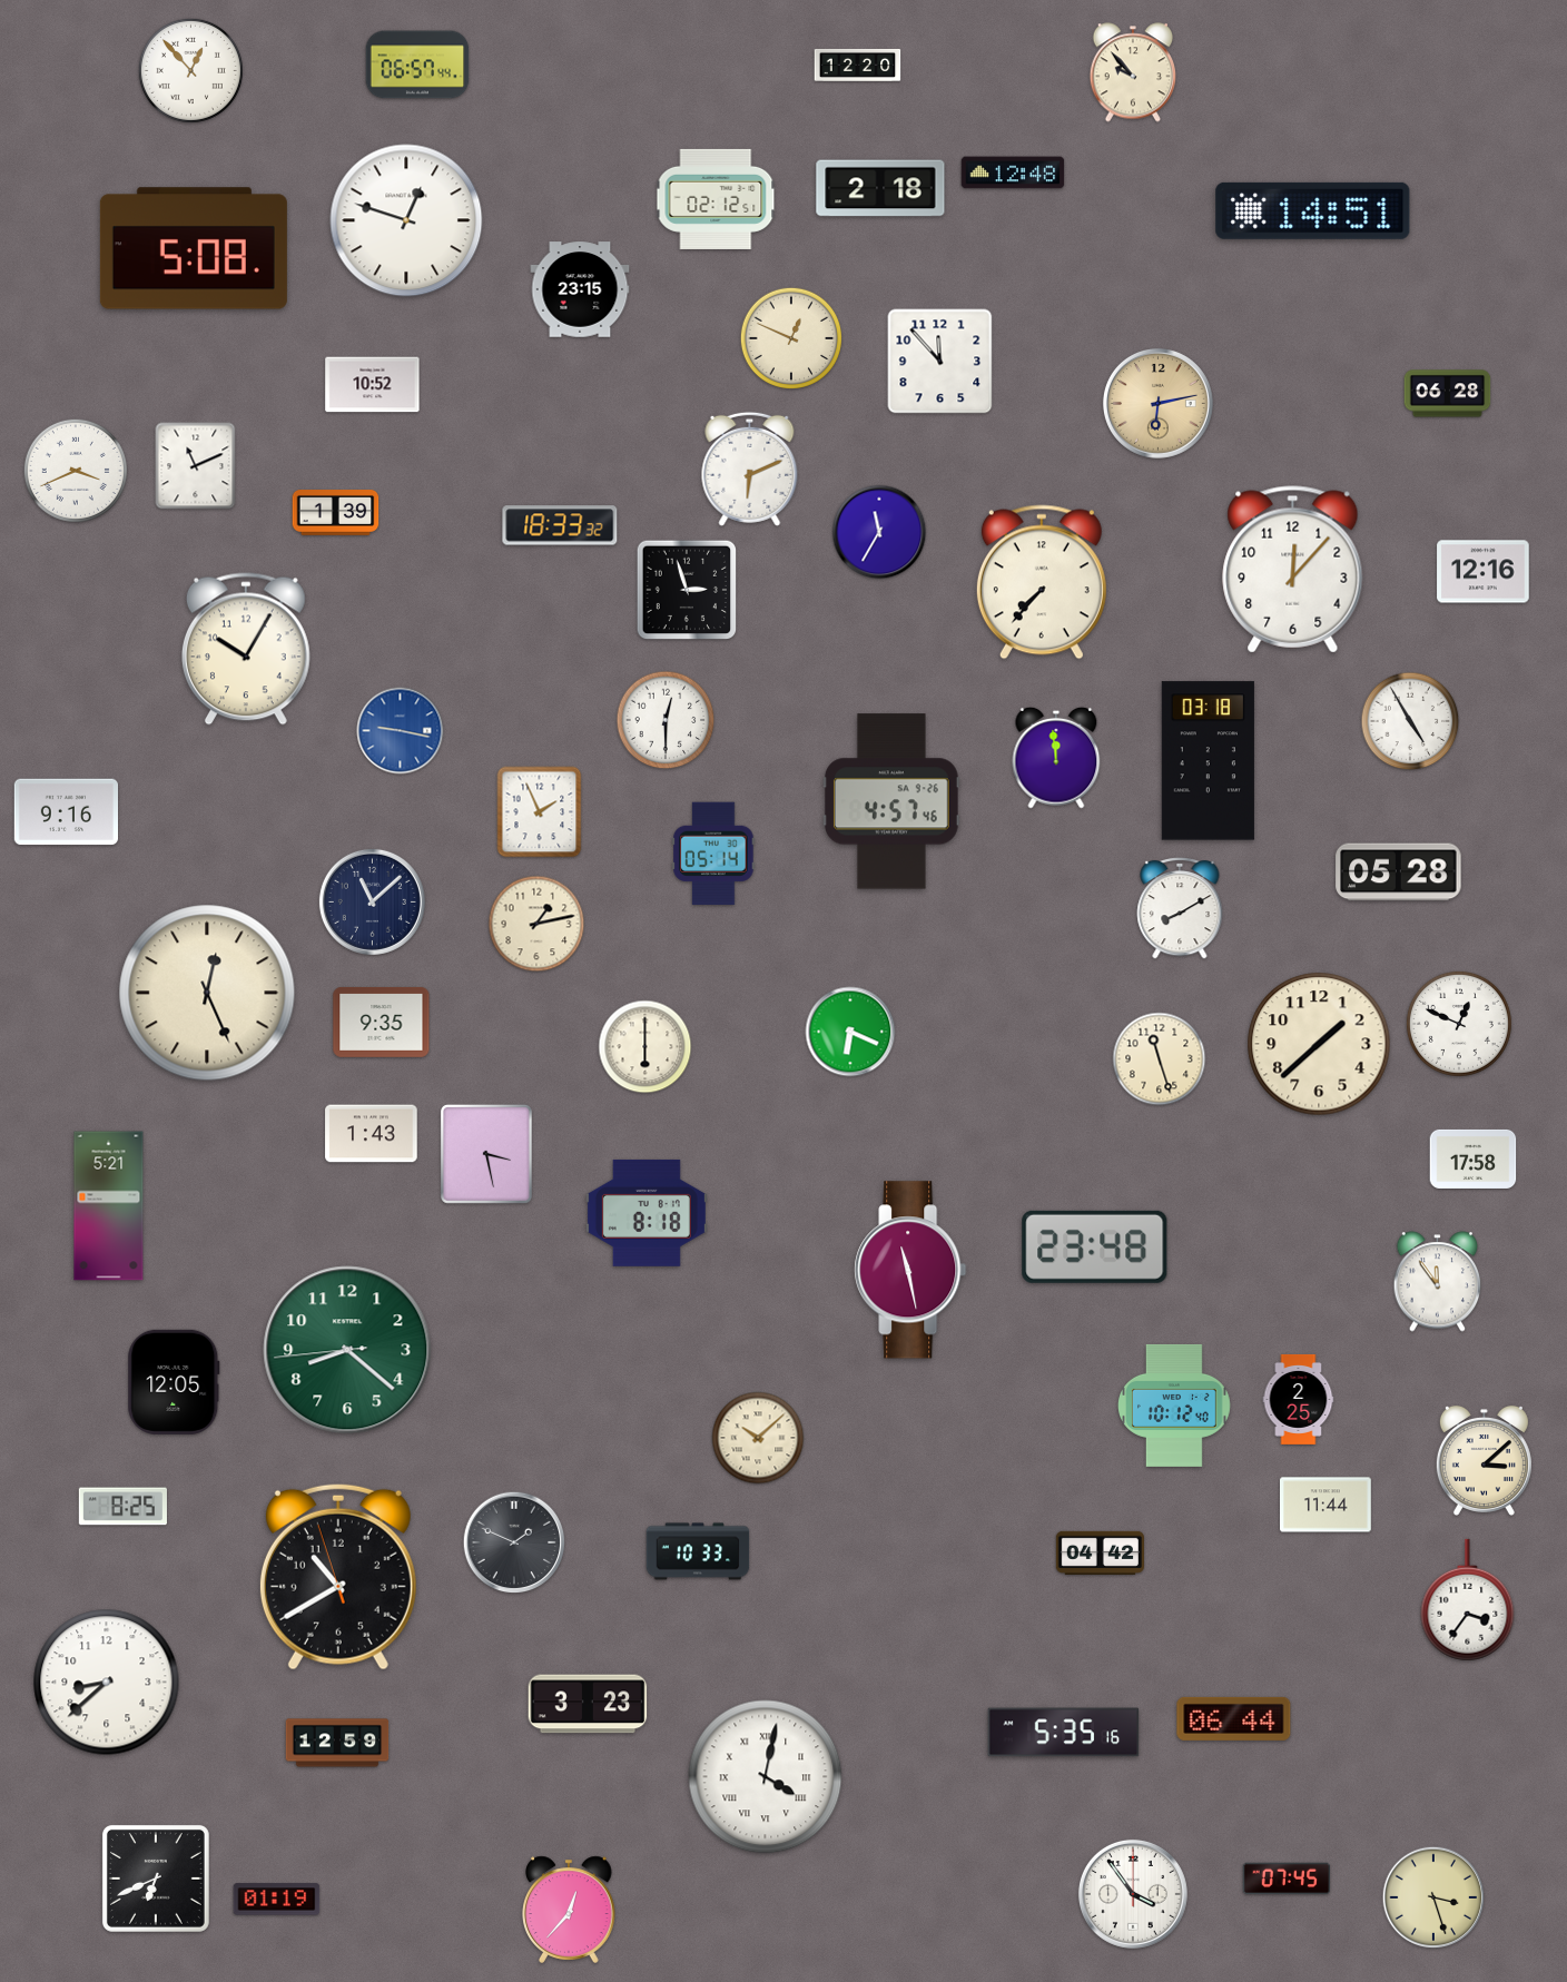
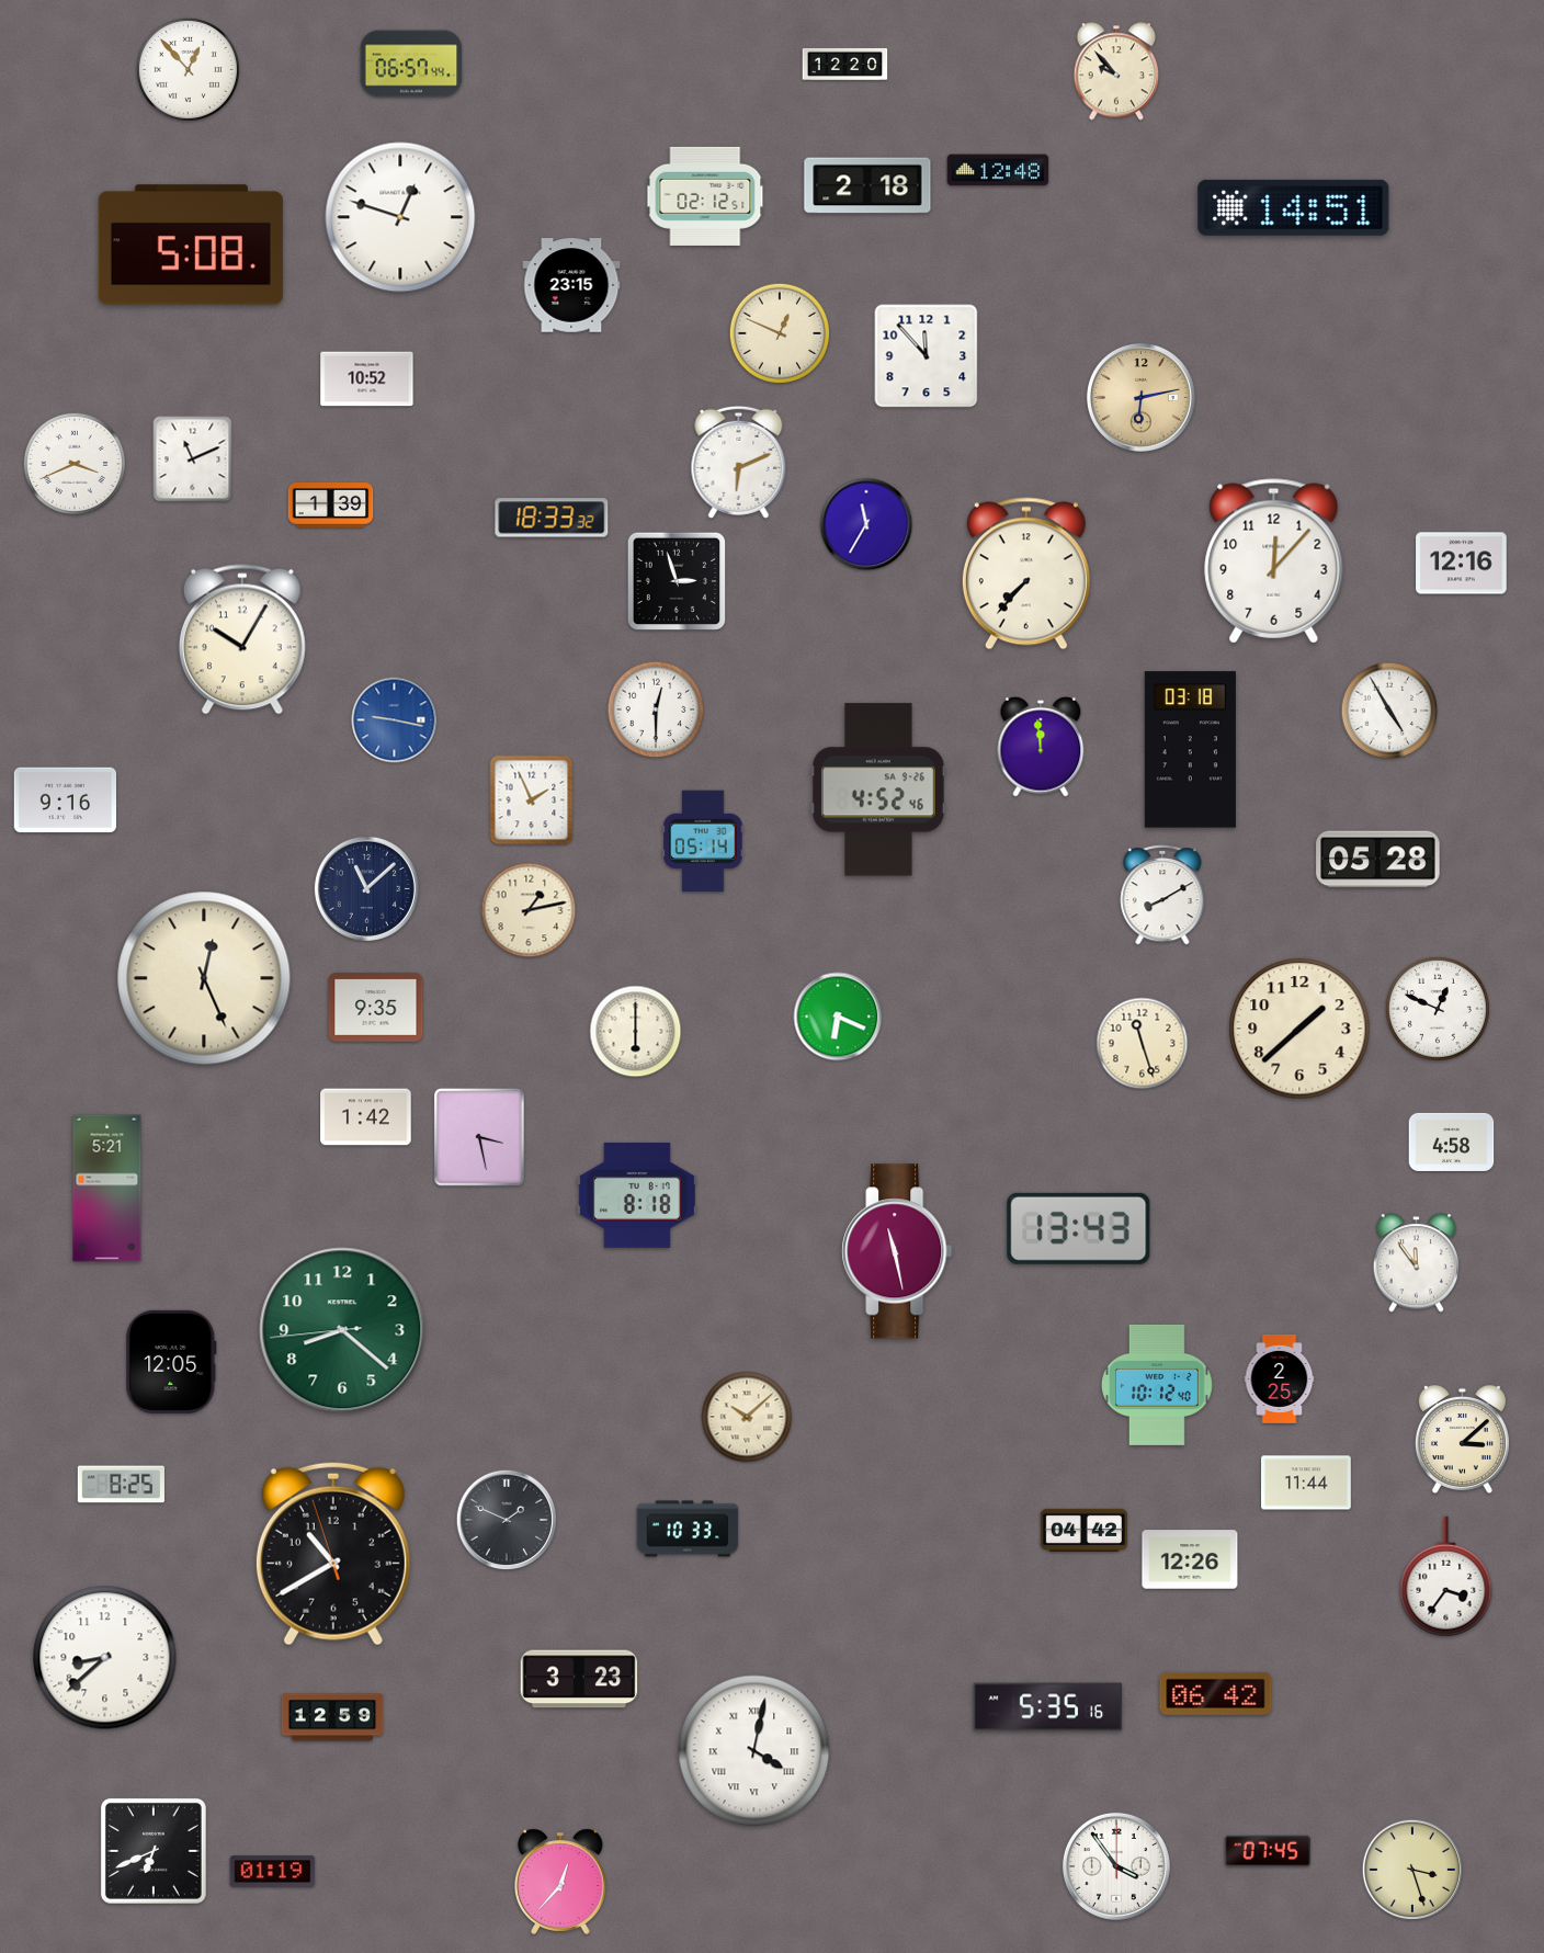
clock at (1448, 394): 06:28 -> none
clock at (891, 801): 4:57 -> 4:52
clock at (372, 1134): 1:43 -> 1:42
clock at (1474, 1158): 17:58 -> 4:58
clock at (1095, 1246): 23:48 -> 13:43
clock at (1190, 1559): none -> 12:26
clock at (1234, 1718): 06:44 -> 06:42
